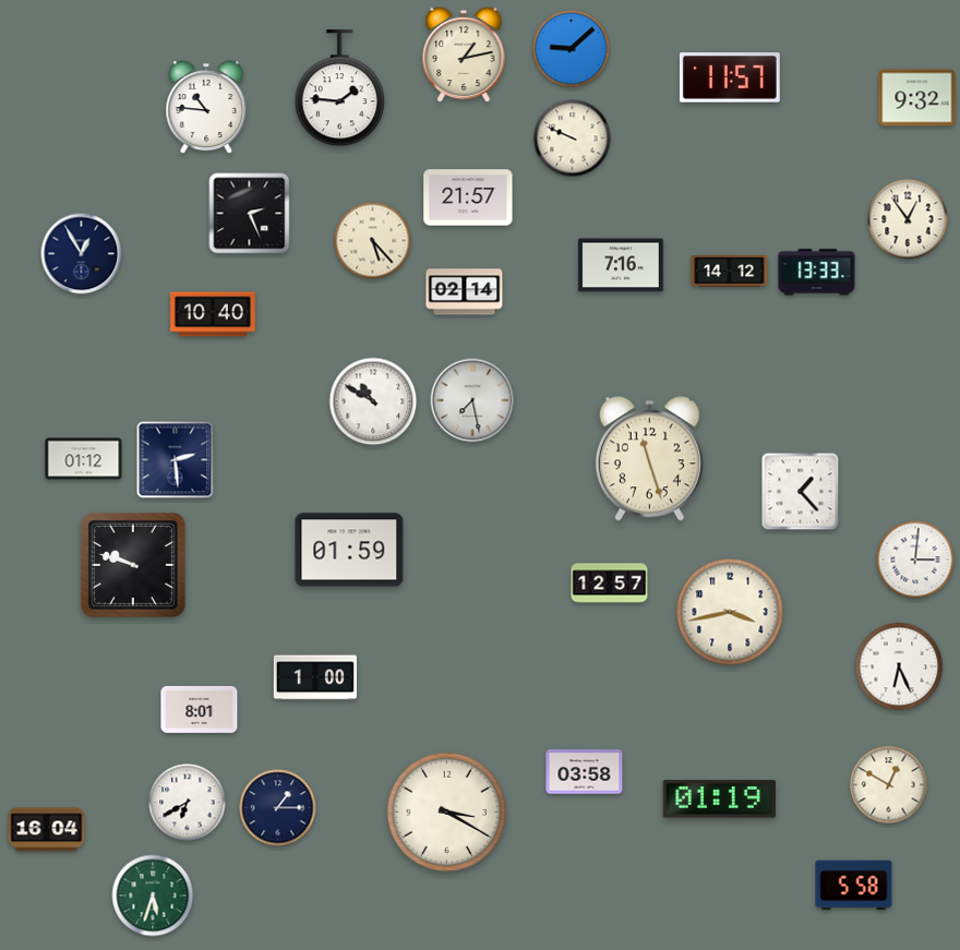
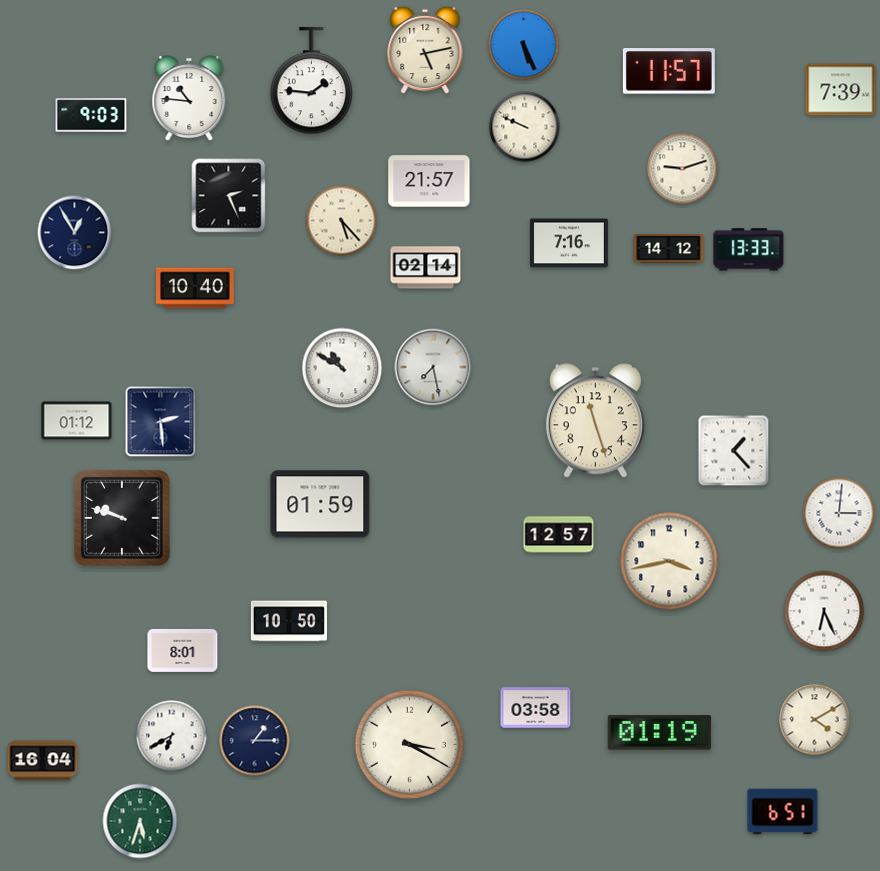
clock at (572, 49): 9:08 -> 5:26
clock at (464, 55): 1:13 -> 5:13
clock at (917, 98): 9:32 -> 7:39
clock at (91, 115): none -> 9:03
clock at (683, 169): none -> 9:12
clock at (908, 219): 12:54 -> none
clock at (315, 677): 1:00 -> 10:50
clock at (889, 785): 12:50 -> 4:10
clock at (854, 886): 5:58 -> 6:51
